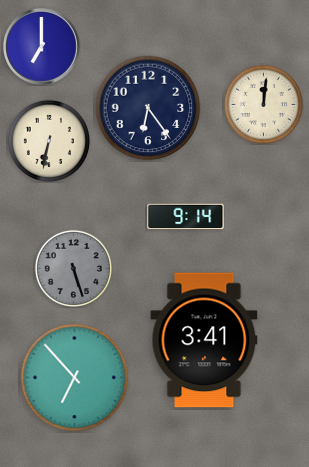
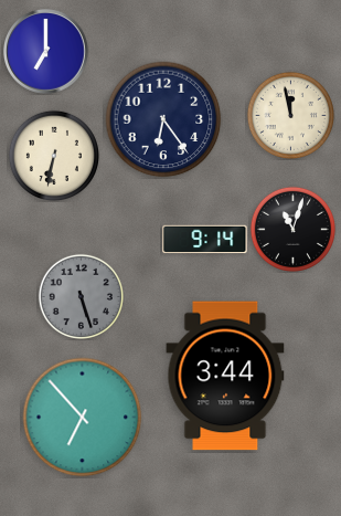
clock at (263, 104): 12:01 -> 11:58
clock at (292, 229): none -> 11:03
clock at (204, 340): 3:41 -> 3:44
